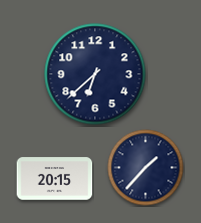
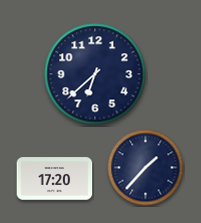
clock at (55, 179): 20:15 -> 17:20
